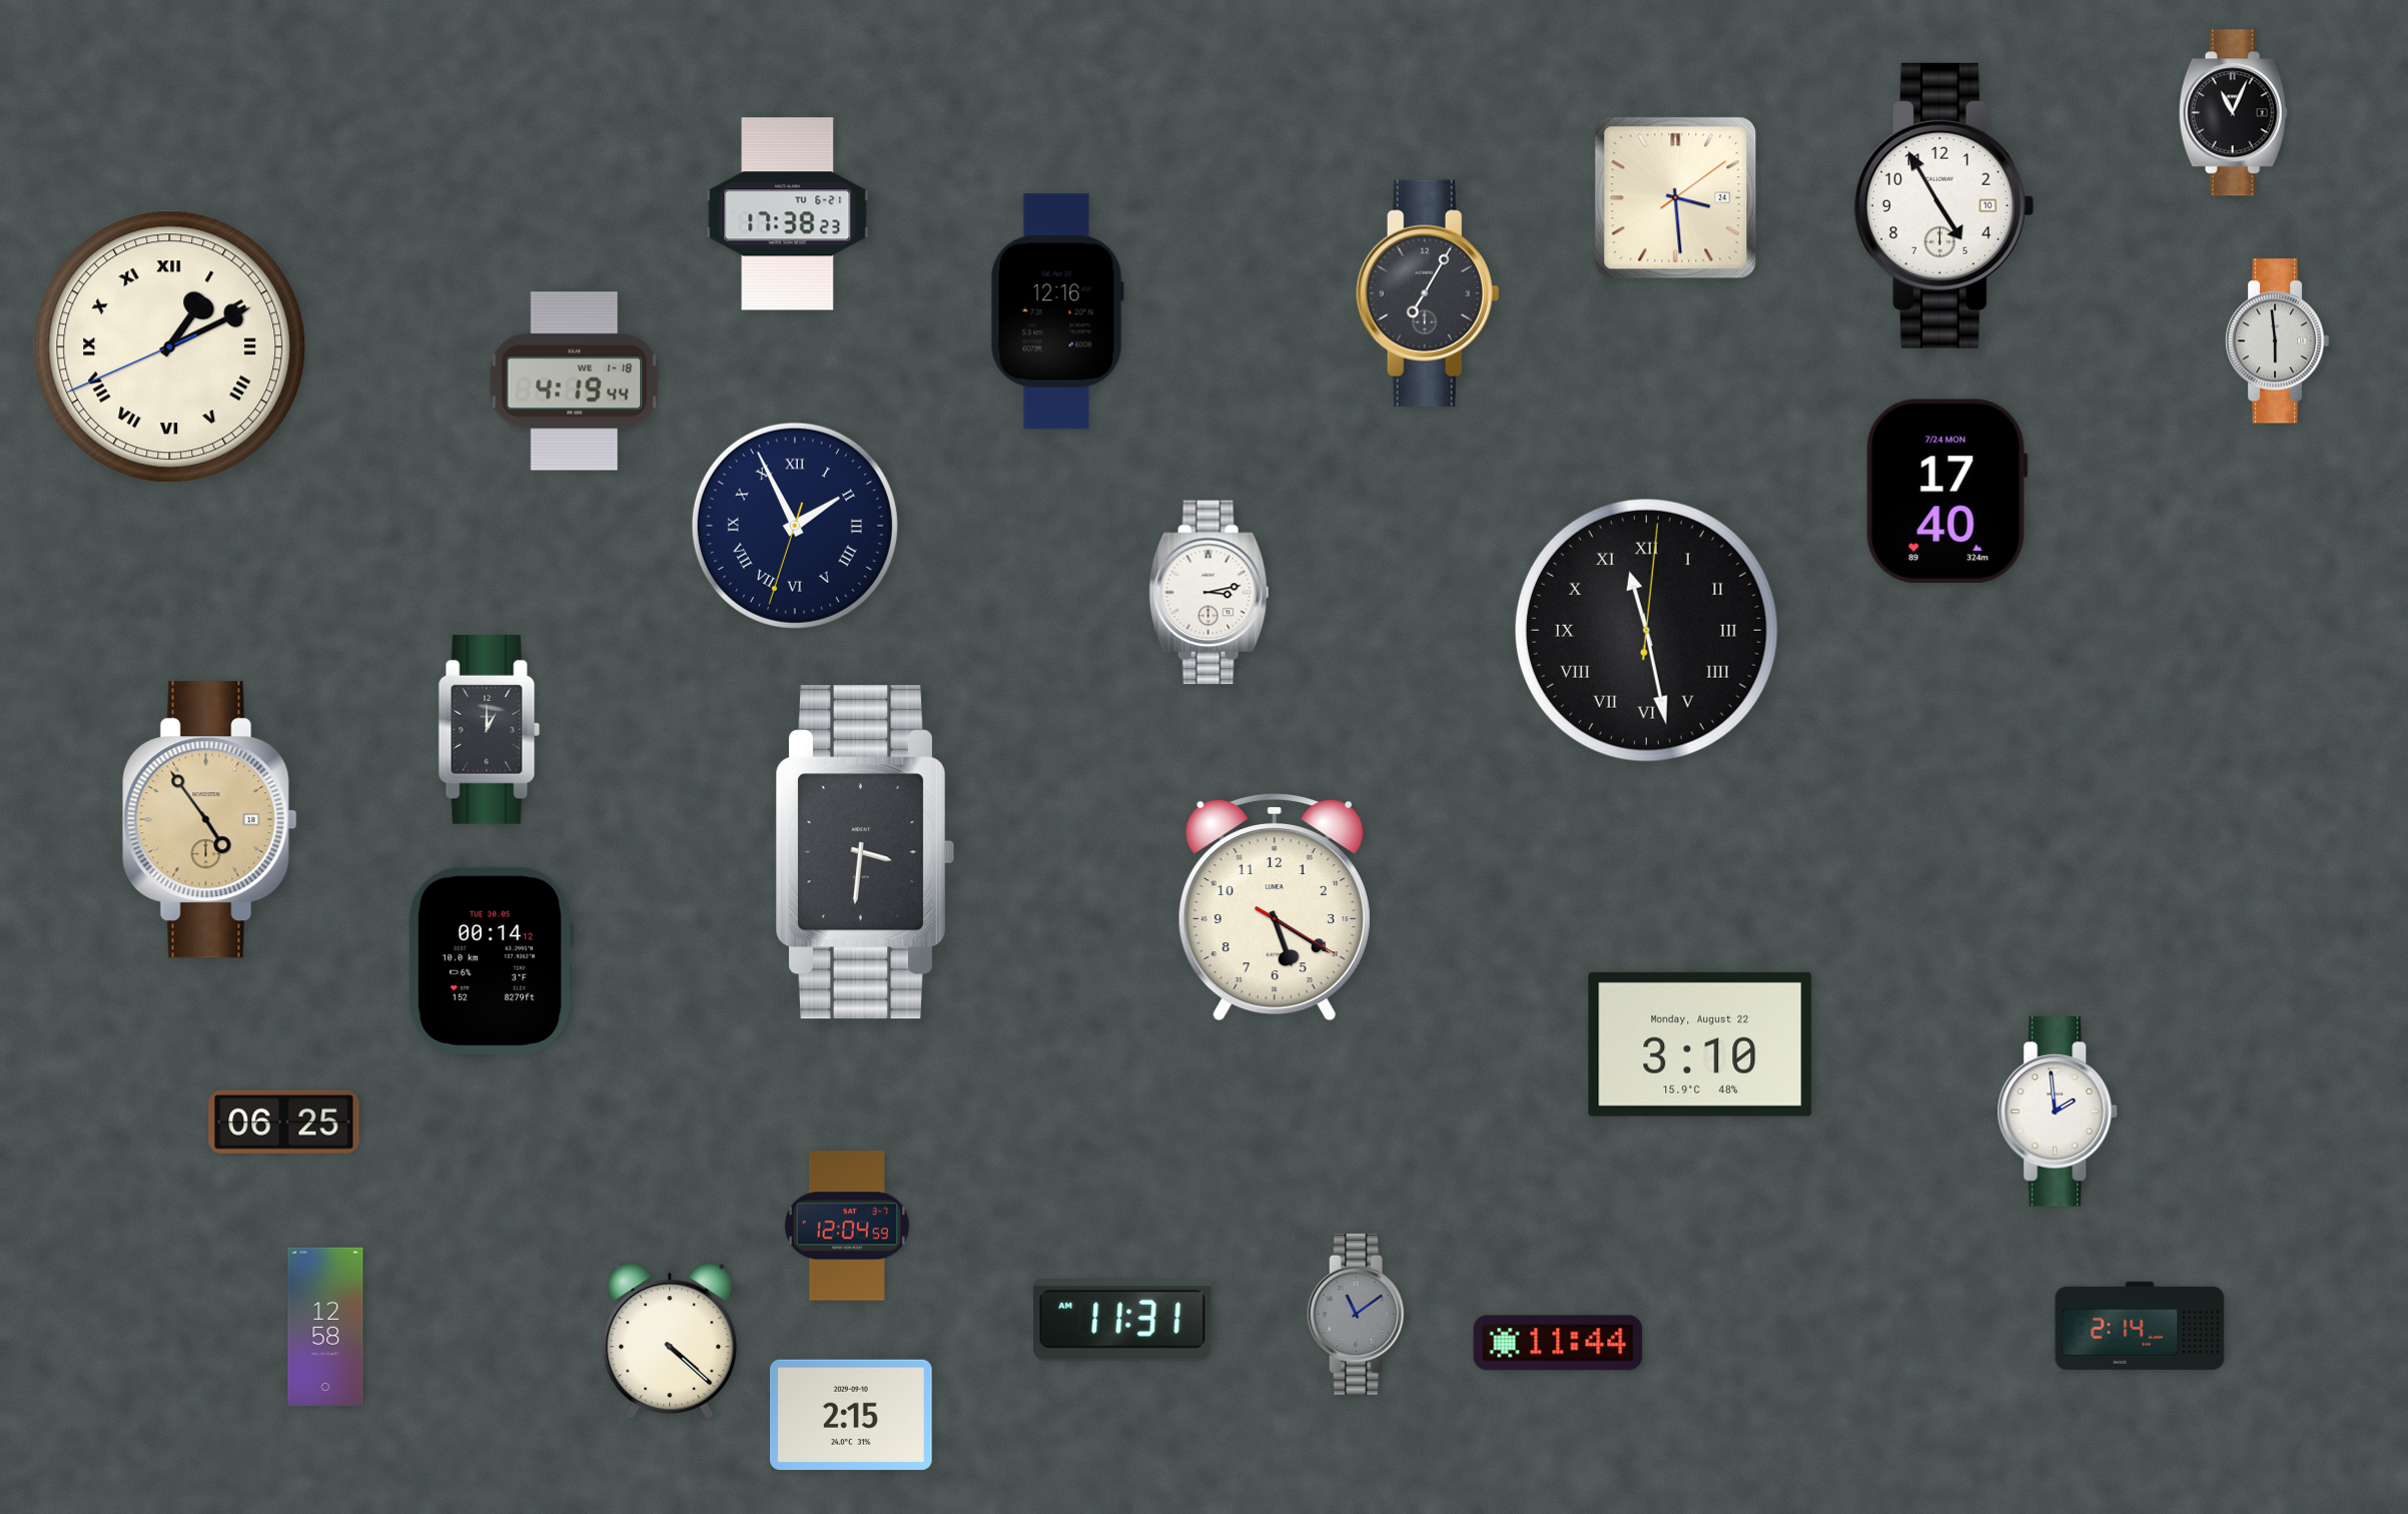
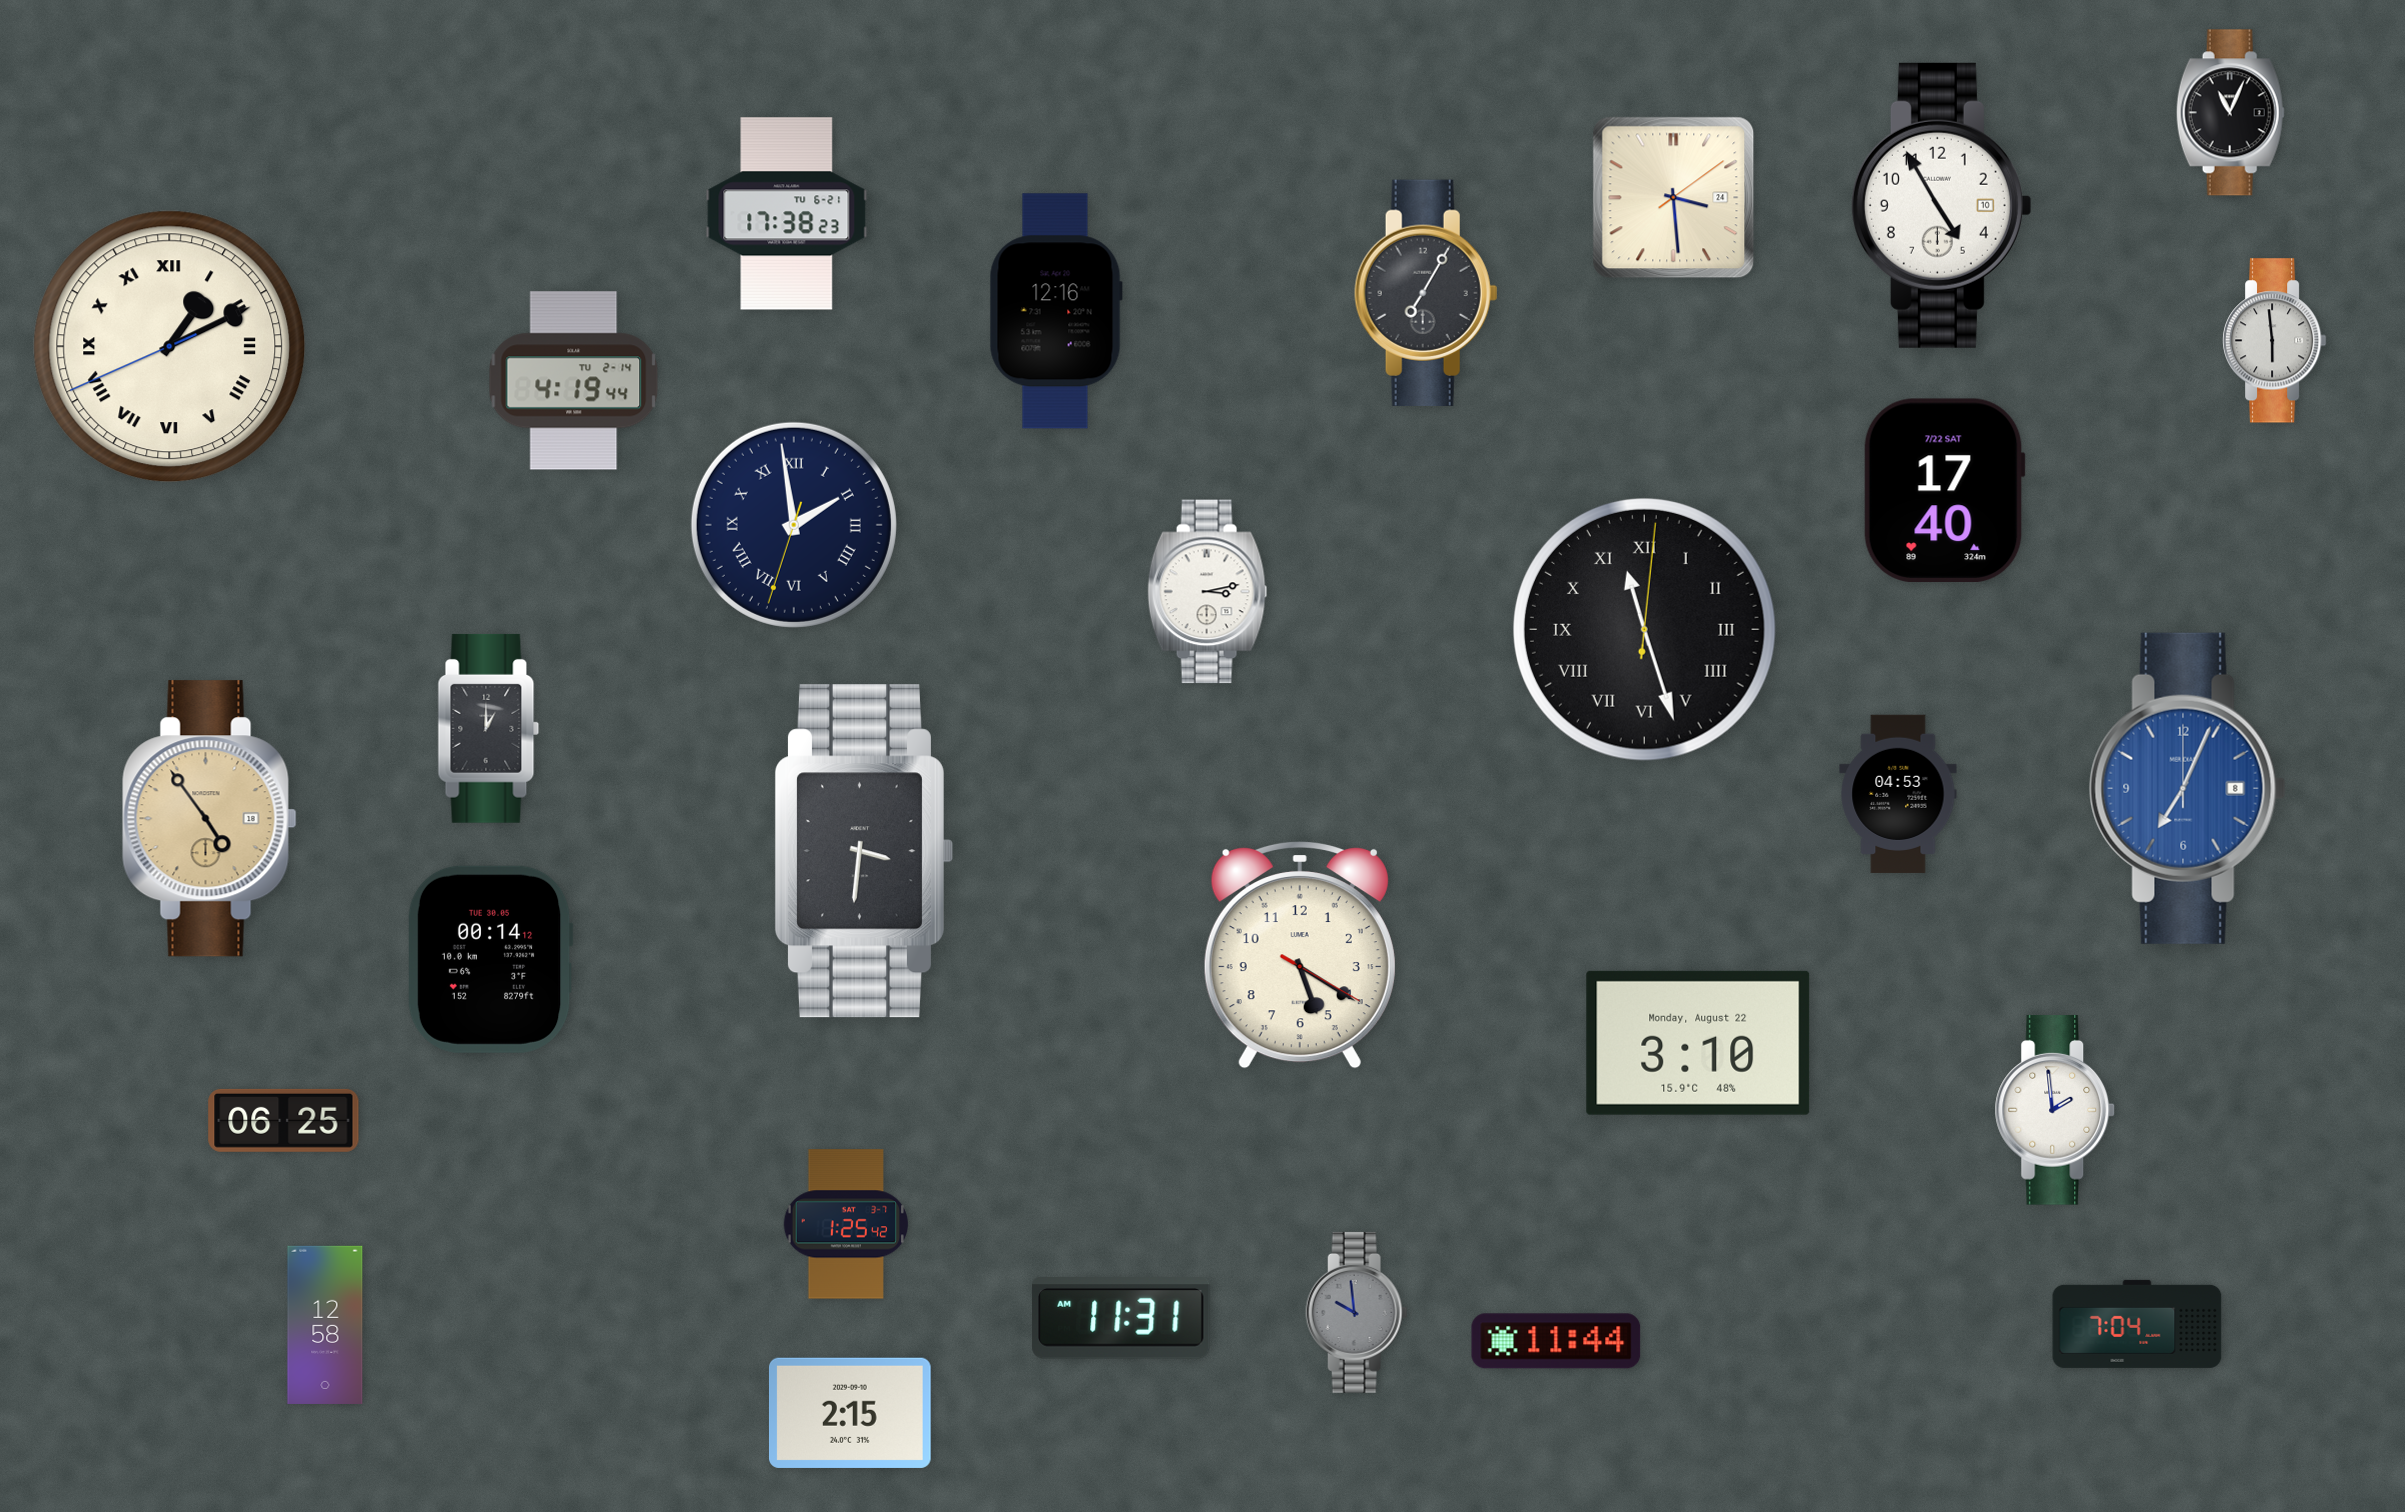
clock at (575, 382) date: WE 1-18 -> TU 2-14
clock at (1946, 491) date: 7/24 MON -> 7/22 SAT
clock at (795, 526): 1:55 -> 1:58
clock at (1646, 630): 11:28 -> 11:27
clock at (2187, 788): none -> 7:04
clock at (1898, 794): none -> 04:53
clock at (1275, 907) position: (1275, 907) -> (1300, 955)
clock at (847, 1226): 12:04 -> 1:25
clock at (1359, 1314): 11:09 -> 9:59
clock at (2140, 1326): 2:14 -> 7:04
clock at (670, 1341): 4:22 -> none
